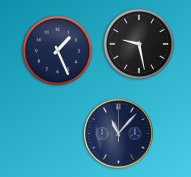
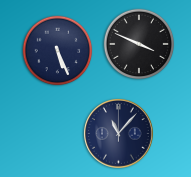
clock at (139, 44): 9:28 -> 3:49
clock at (58, 51): 1:26 -> 5:26
